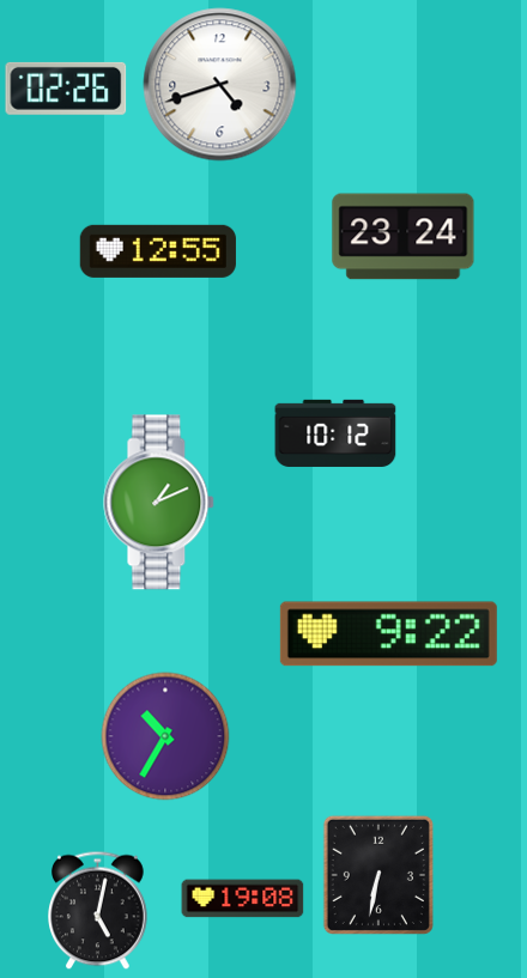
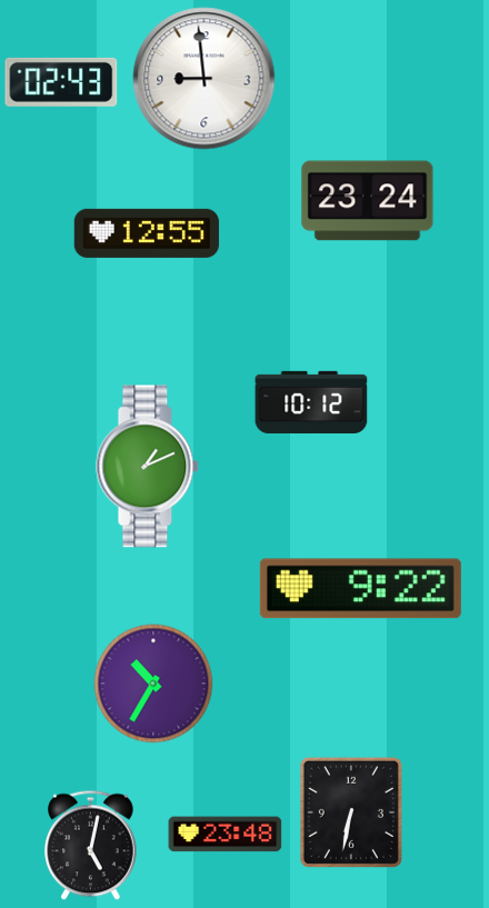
clock at (220, 85): 4:42 -> 8:59
clock at (66, 89): 02:26 -> 02:43
clock at (404, 237) position: (404, 237) -> (368, 201)
clock at (243, 899): 19:08 -> 23:48
